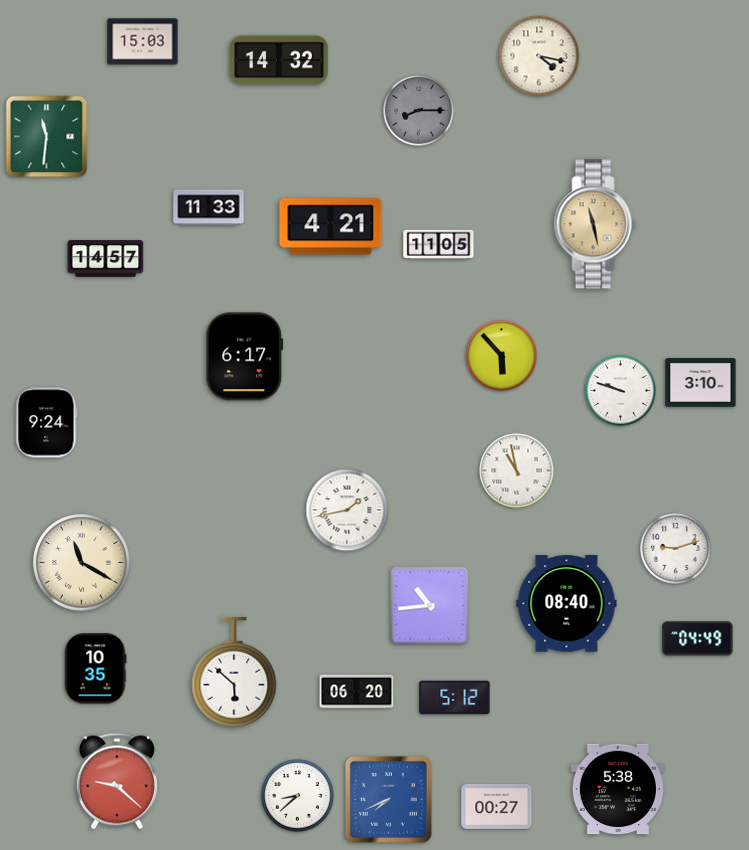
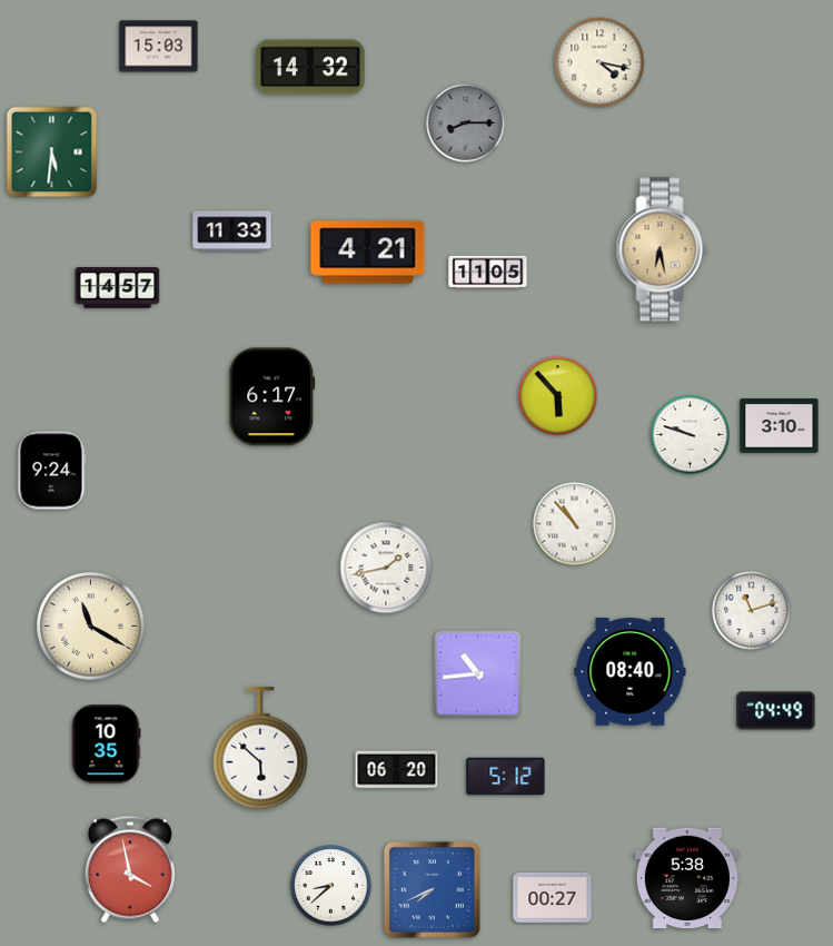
clock at (47, 137): 11:31 -> 5:31
clock at (595, 224): 11:28 -> 6:28
clock at (517, 471): 10:58 -> 10:53
clock at (676, 549): 9:12 -> 11:12
clock at (117, 781): 9:22 -> 3:58
